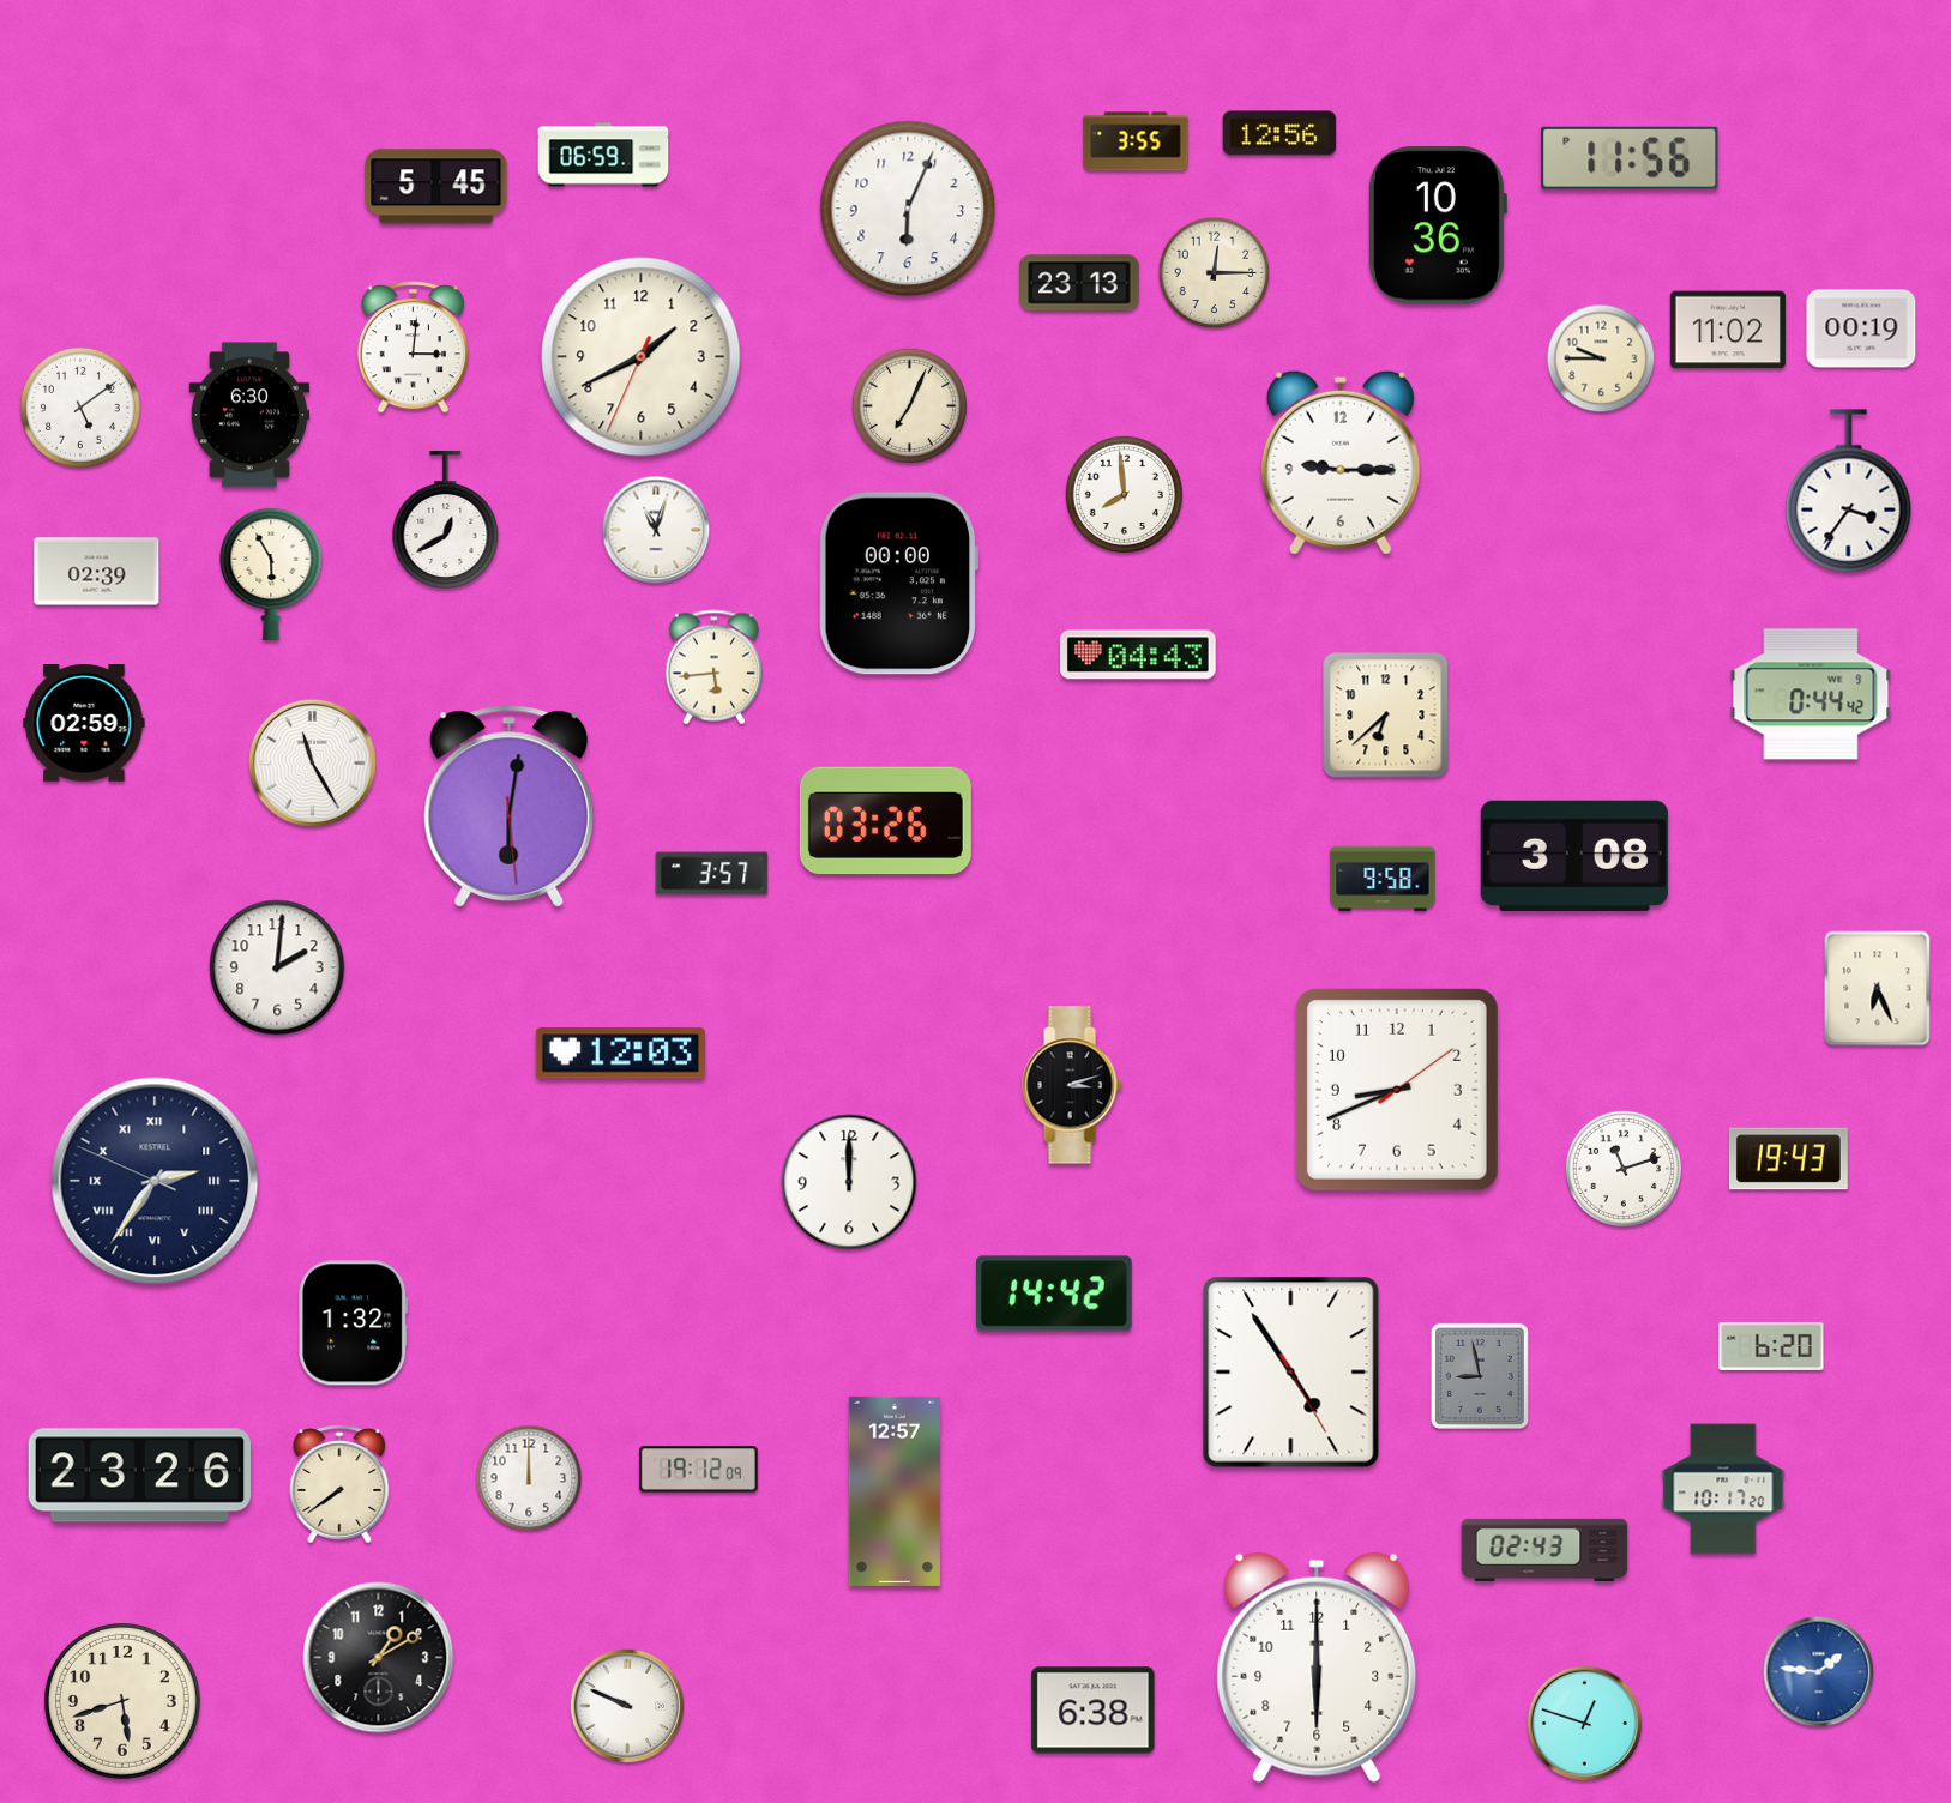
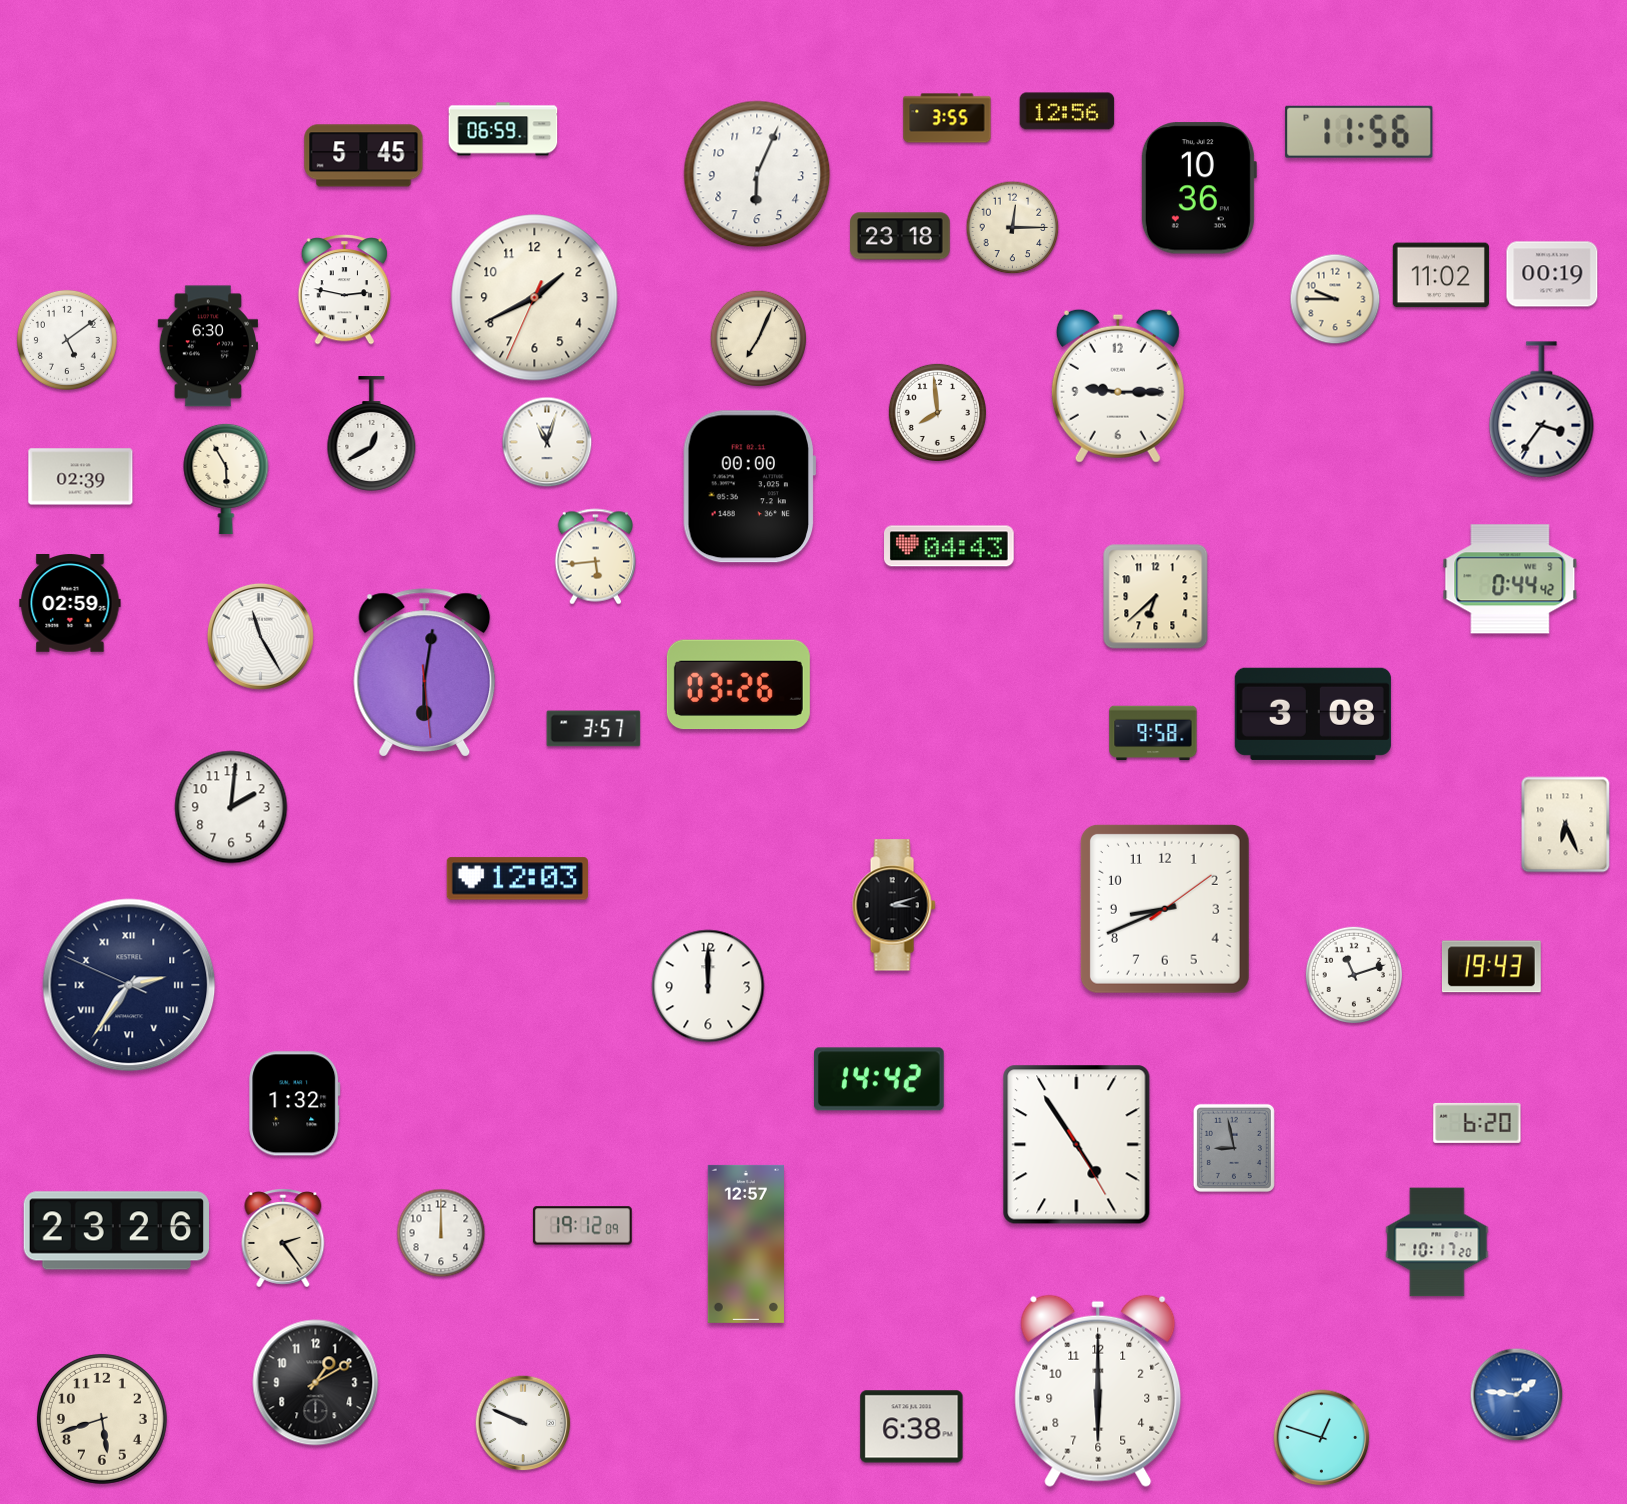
clock at (1079, 283): 23:13 -> 23:18
clock at (413, 348): 3:01 -> 2:47
clock at (339, 1484): 7:39 -> 2:24
clock at (1544, 1550): 02:43 -> none
